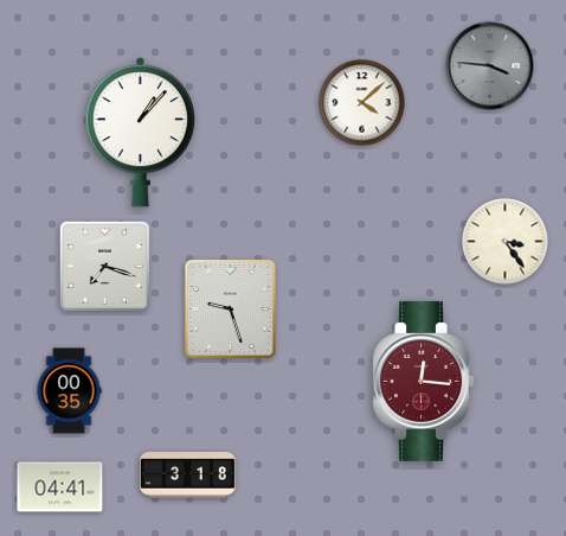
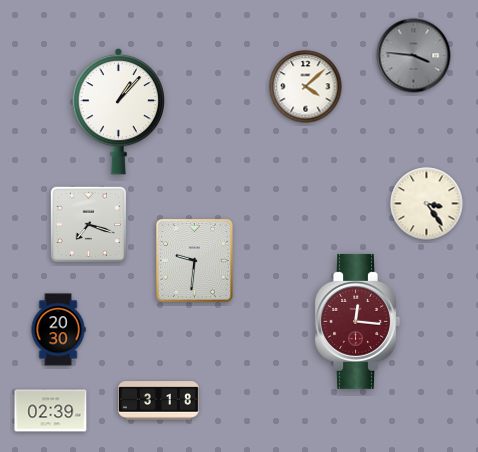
clock at (230, 308): 9:27 -> 9:31
clock at (69, 391): 00:35 -> 20:30
clock at (60, 487): 04:41 -> 02:39
